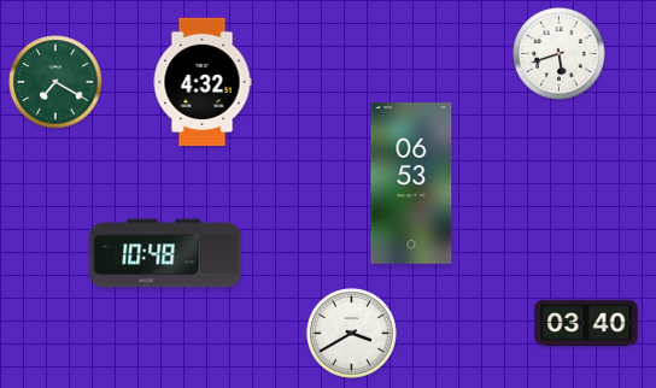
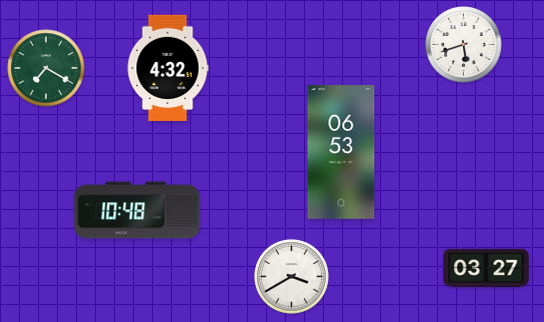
clock at (586, 323): 03:40 -> 03:27
